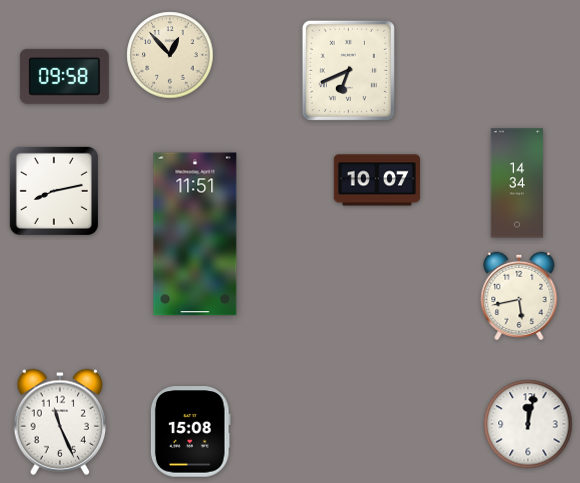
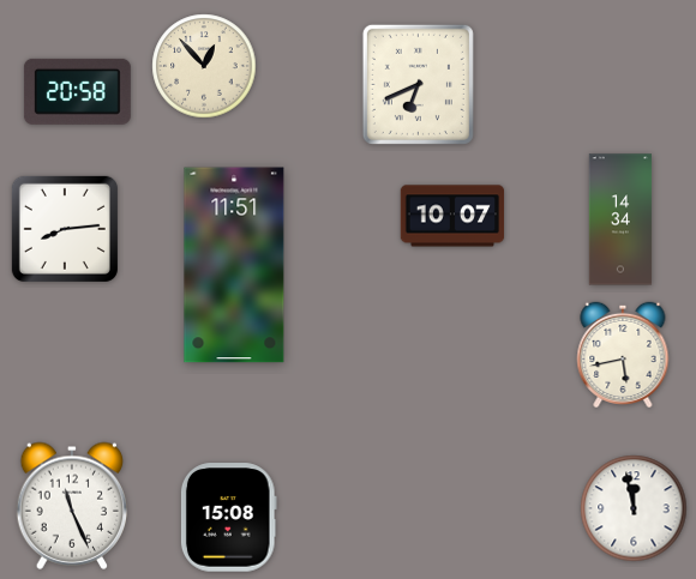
clock at (64, 76): 09:58 -> 20:58
clock at (54, 191): 8:13 -> 8:14
clock at (195, 234) position: (195, 234) -> (234, 265)
clock at (528, 424): 12:02 -> 11:58
